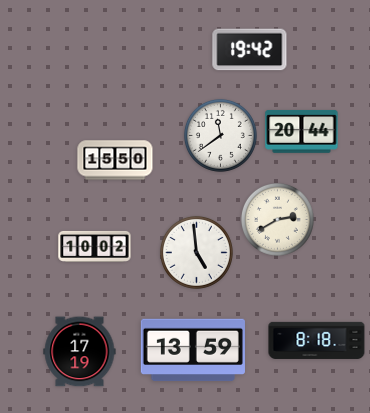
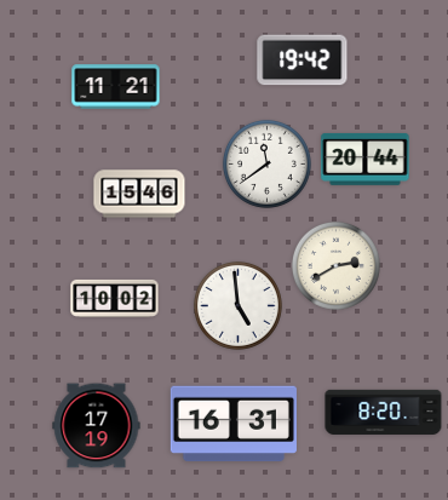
clock at (116, 87): none -> 11:21
clock at (115, 160): 15:50 -> 15:46
clock at (317, 340): 8:18 -> 8:20
clock at (193, 350): 13:59 -> 16:31
